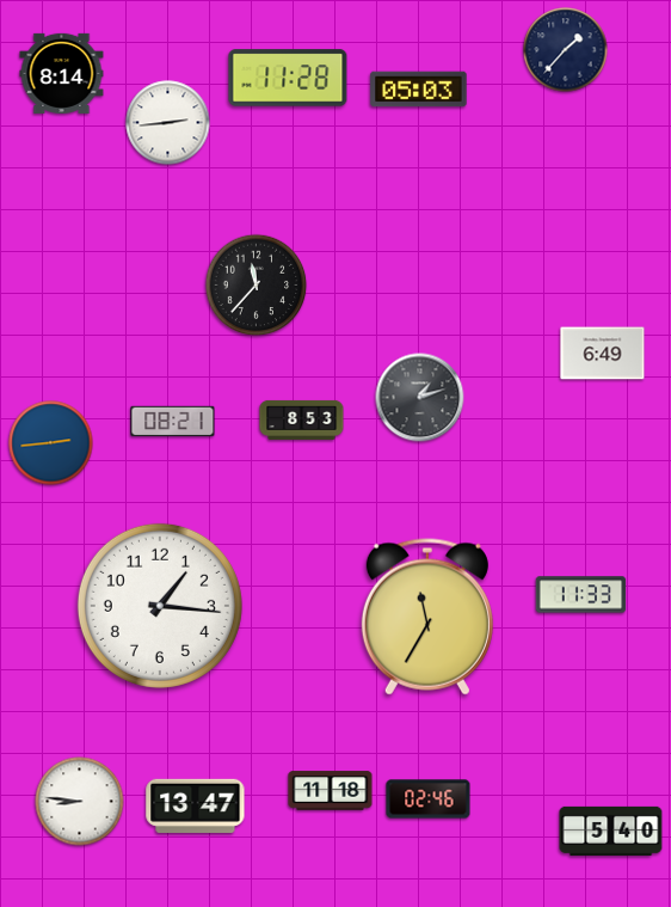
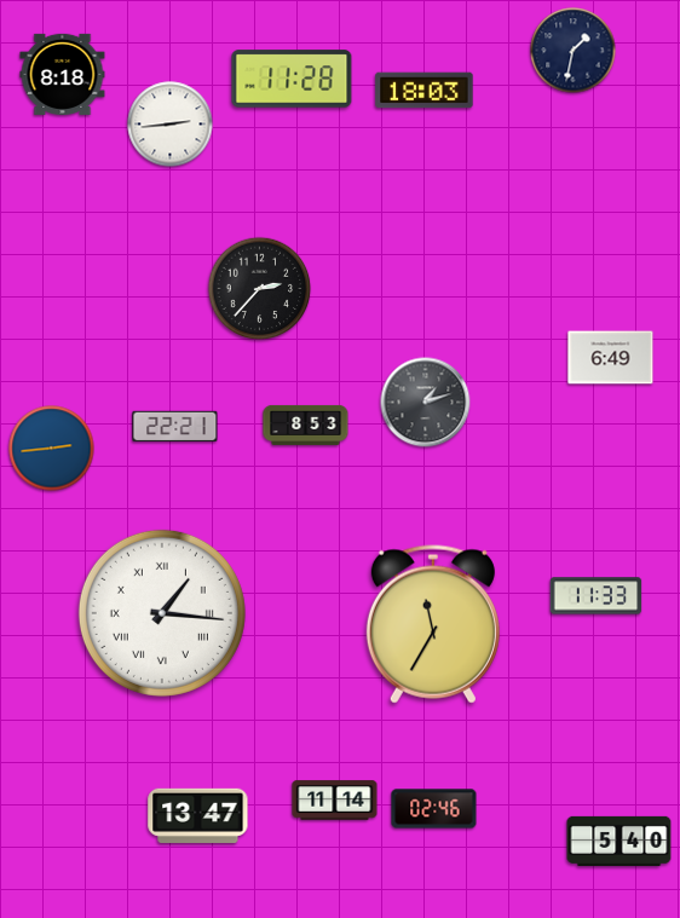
clock at (566, 50): 1:37 -> 1:32
clock at (62, 73): 8:14 -> 8:18
clock at (419, 90): 05:03 -> 18:03
clock at (257, 286): 11:37 -> 2:37
clock at (173, 422): 08:21 -> 22:21
clock at (581, 595) position: (581, 595) -> (597, 596)
clock at (160, 606) numerals: Arabic -> Roman
clock at (331, 791): 11:18 -> 11:14
clock at (80, 802): 8:46 -> none
